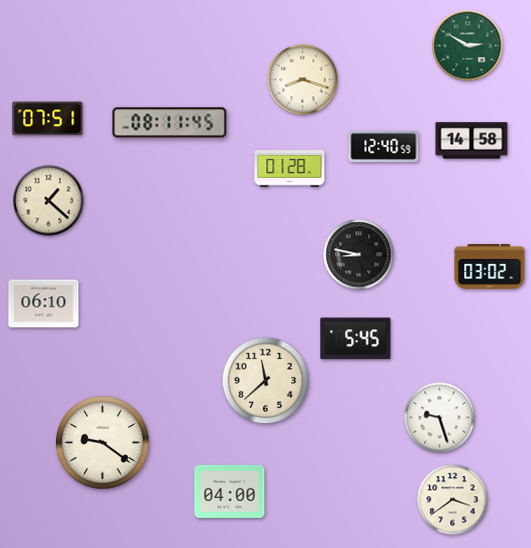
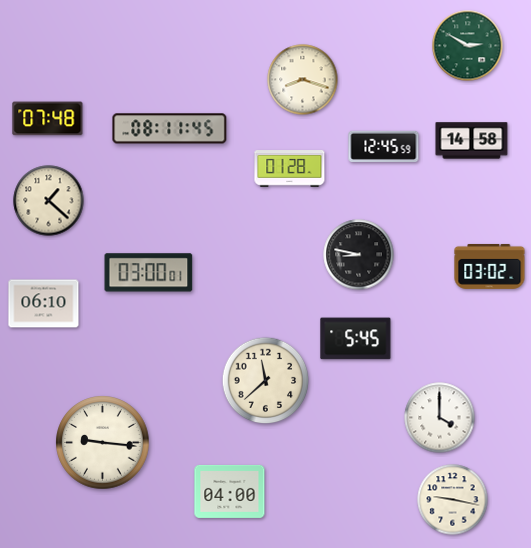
clock at (48, 119): 07:51 -> 07:48
clock at (170, 123) position: (170, 123) -> (170, 129)
clock at (384, 146): 12:40 -> 12:45
clock at (149, 273): none -> 03:00
clock at (440, 418): 9:27 -> 4:00
clock at (103, 443): 9:21 -> 9:16
clock at (453, 500): 3:39 -> 9:17
